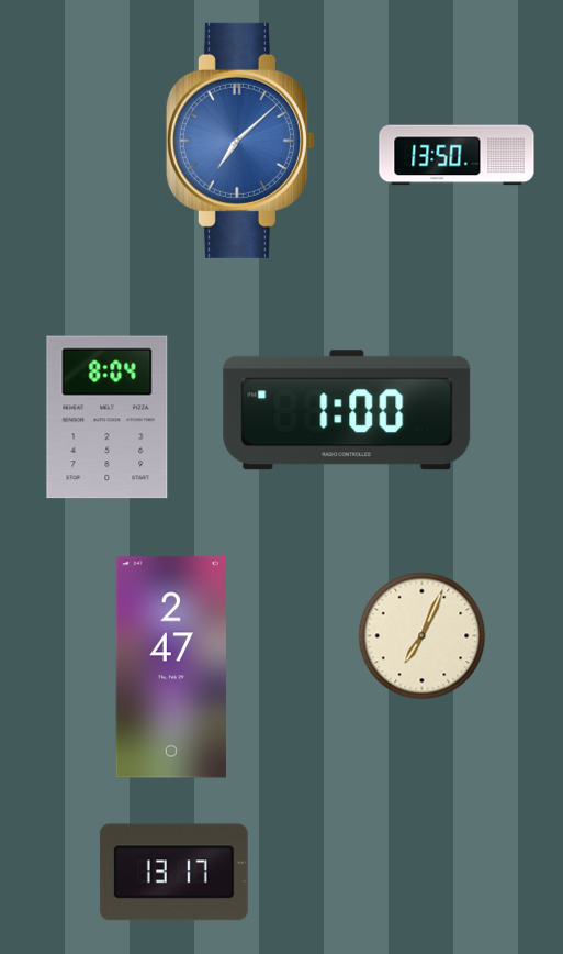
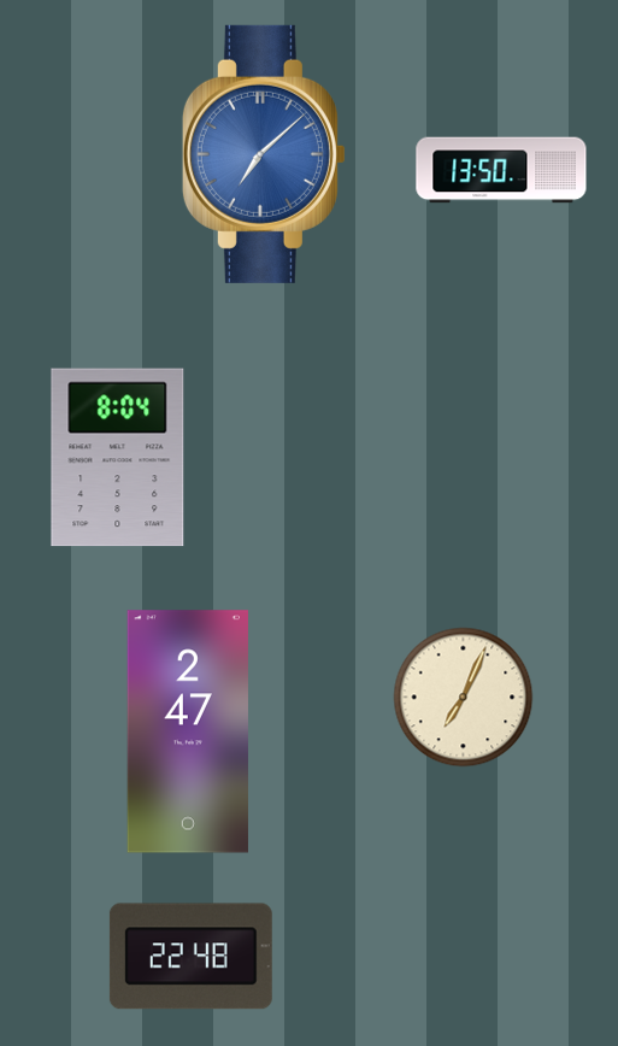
clock at (347, 410): 1:00 -> none
clock at (173, 873): 13:17 -> 22:48
